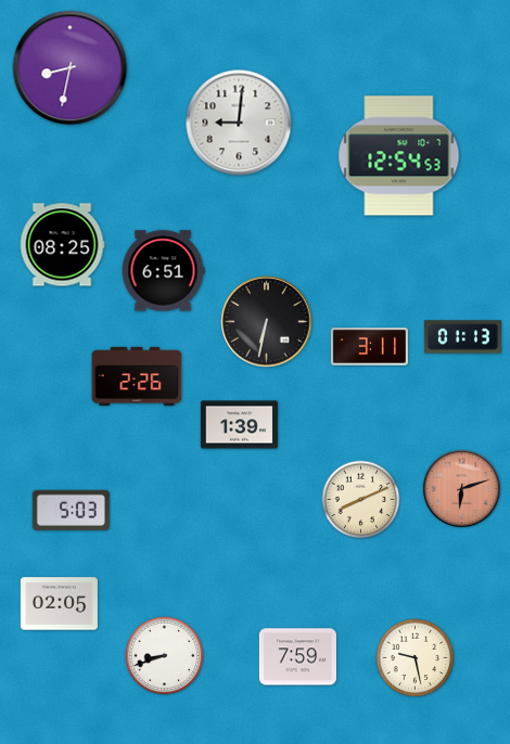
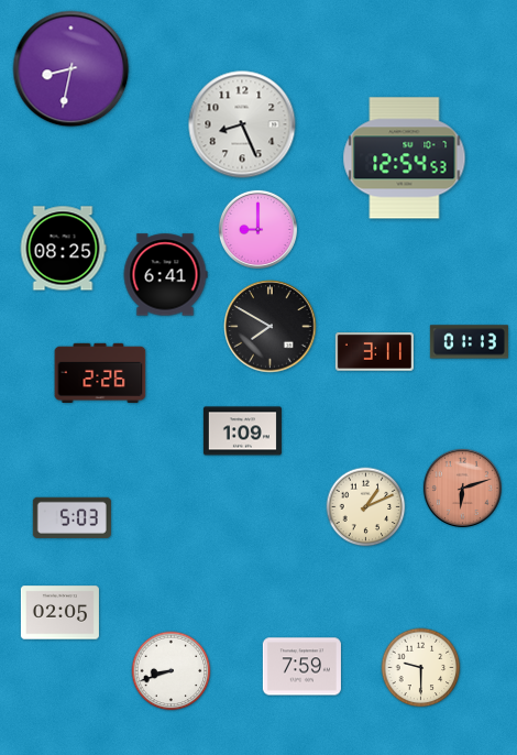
clock at (239, 123): 9:01 -> 8:26
clock at (257, 229): none -> 9:00
clock at (163, 271): 6:51 -> 6:41
clock at (267, 322): 6:32 -> 7:50
clock at (137, 375) position: (137, 375) -> (100, 372)
clock at (239, 425): 1:39 -> 1:09
clock at (461, 488) position: (461, 488) -> (462, 488)
clock at (361, 500): 8:11 -> 1:11
clock at (165, 656) position: (165, 656) -> (172, 671)
clock at (416, 658): 9:28 -> 9:30
